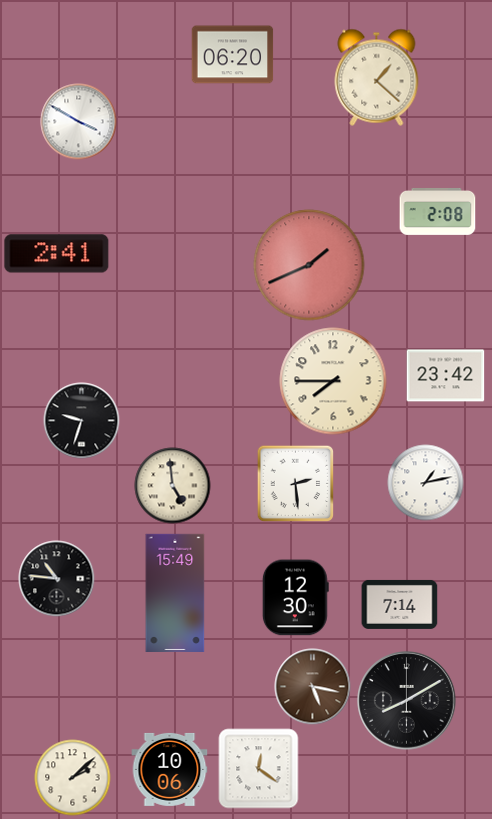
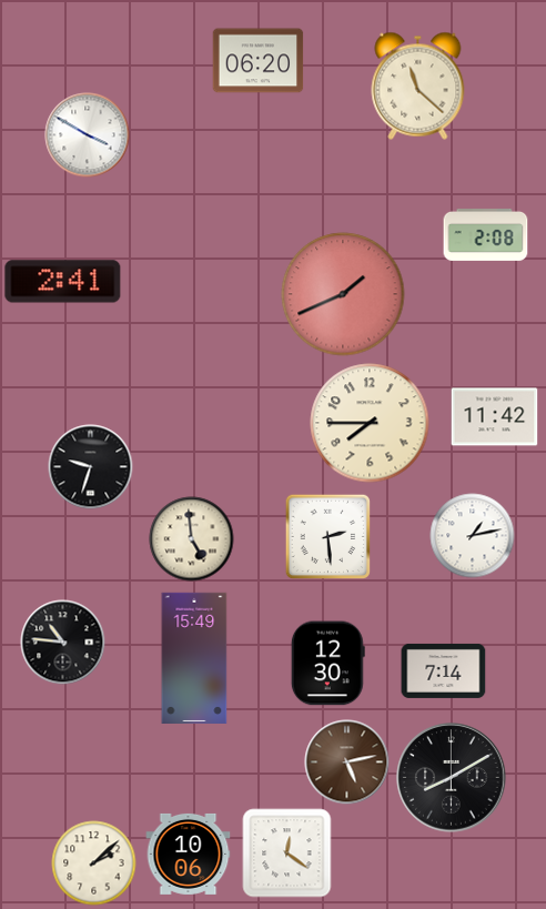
clock at (377, 77): 1:22 -> 11:22
clock at (446, 376): 23:42 -> 11:42
clock at (313, 687): 5:17 -> 5:13
clock at (73, 778) position: (73, 778) -> (94, 863)
